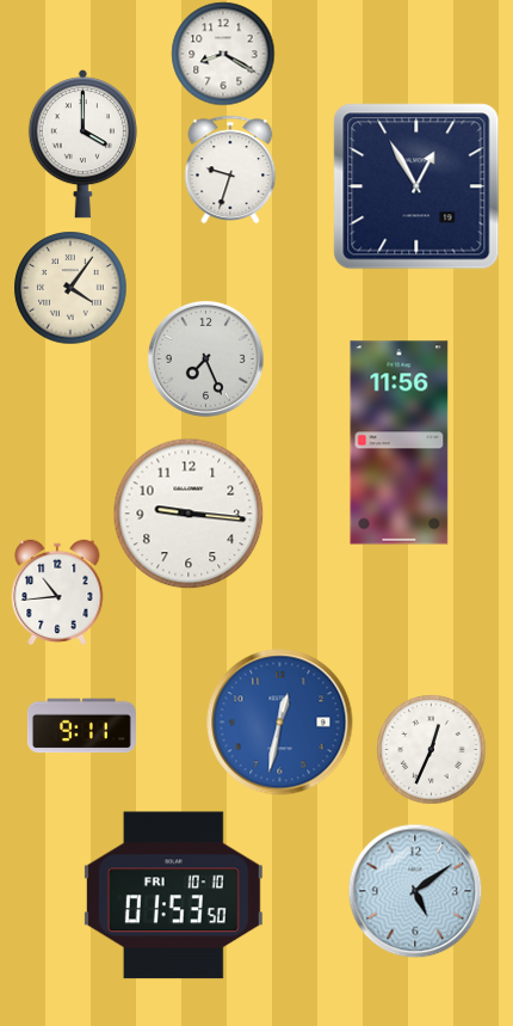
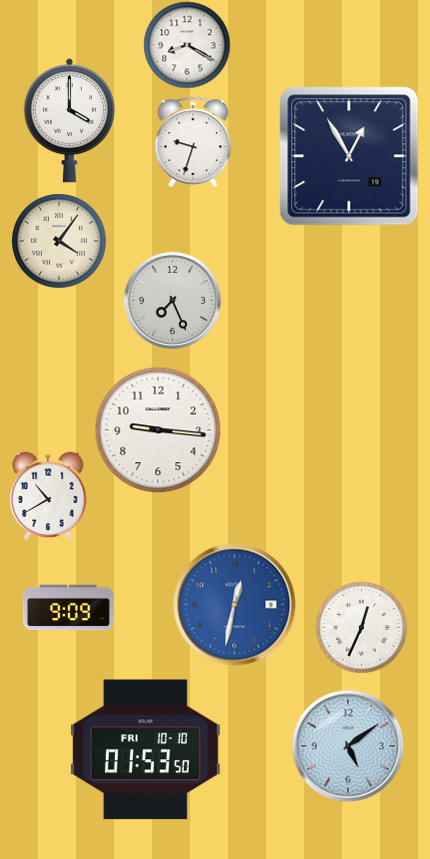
clock at (400, 443): 11:56 -> none
clock at (57, 591): 10:44 -> 10:40
clock at (81, 726): 9:11 -> 9:09
